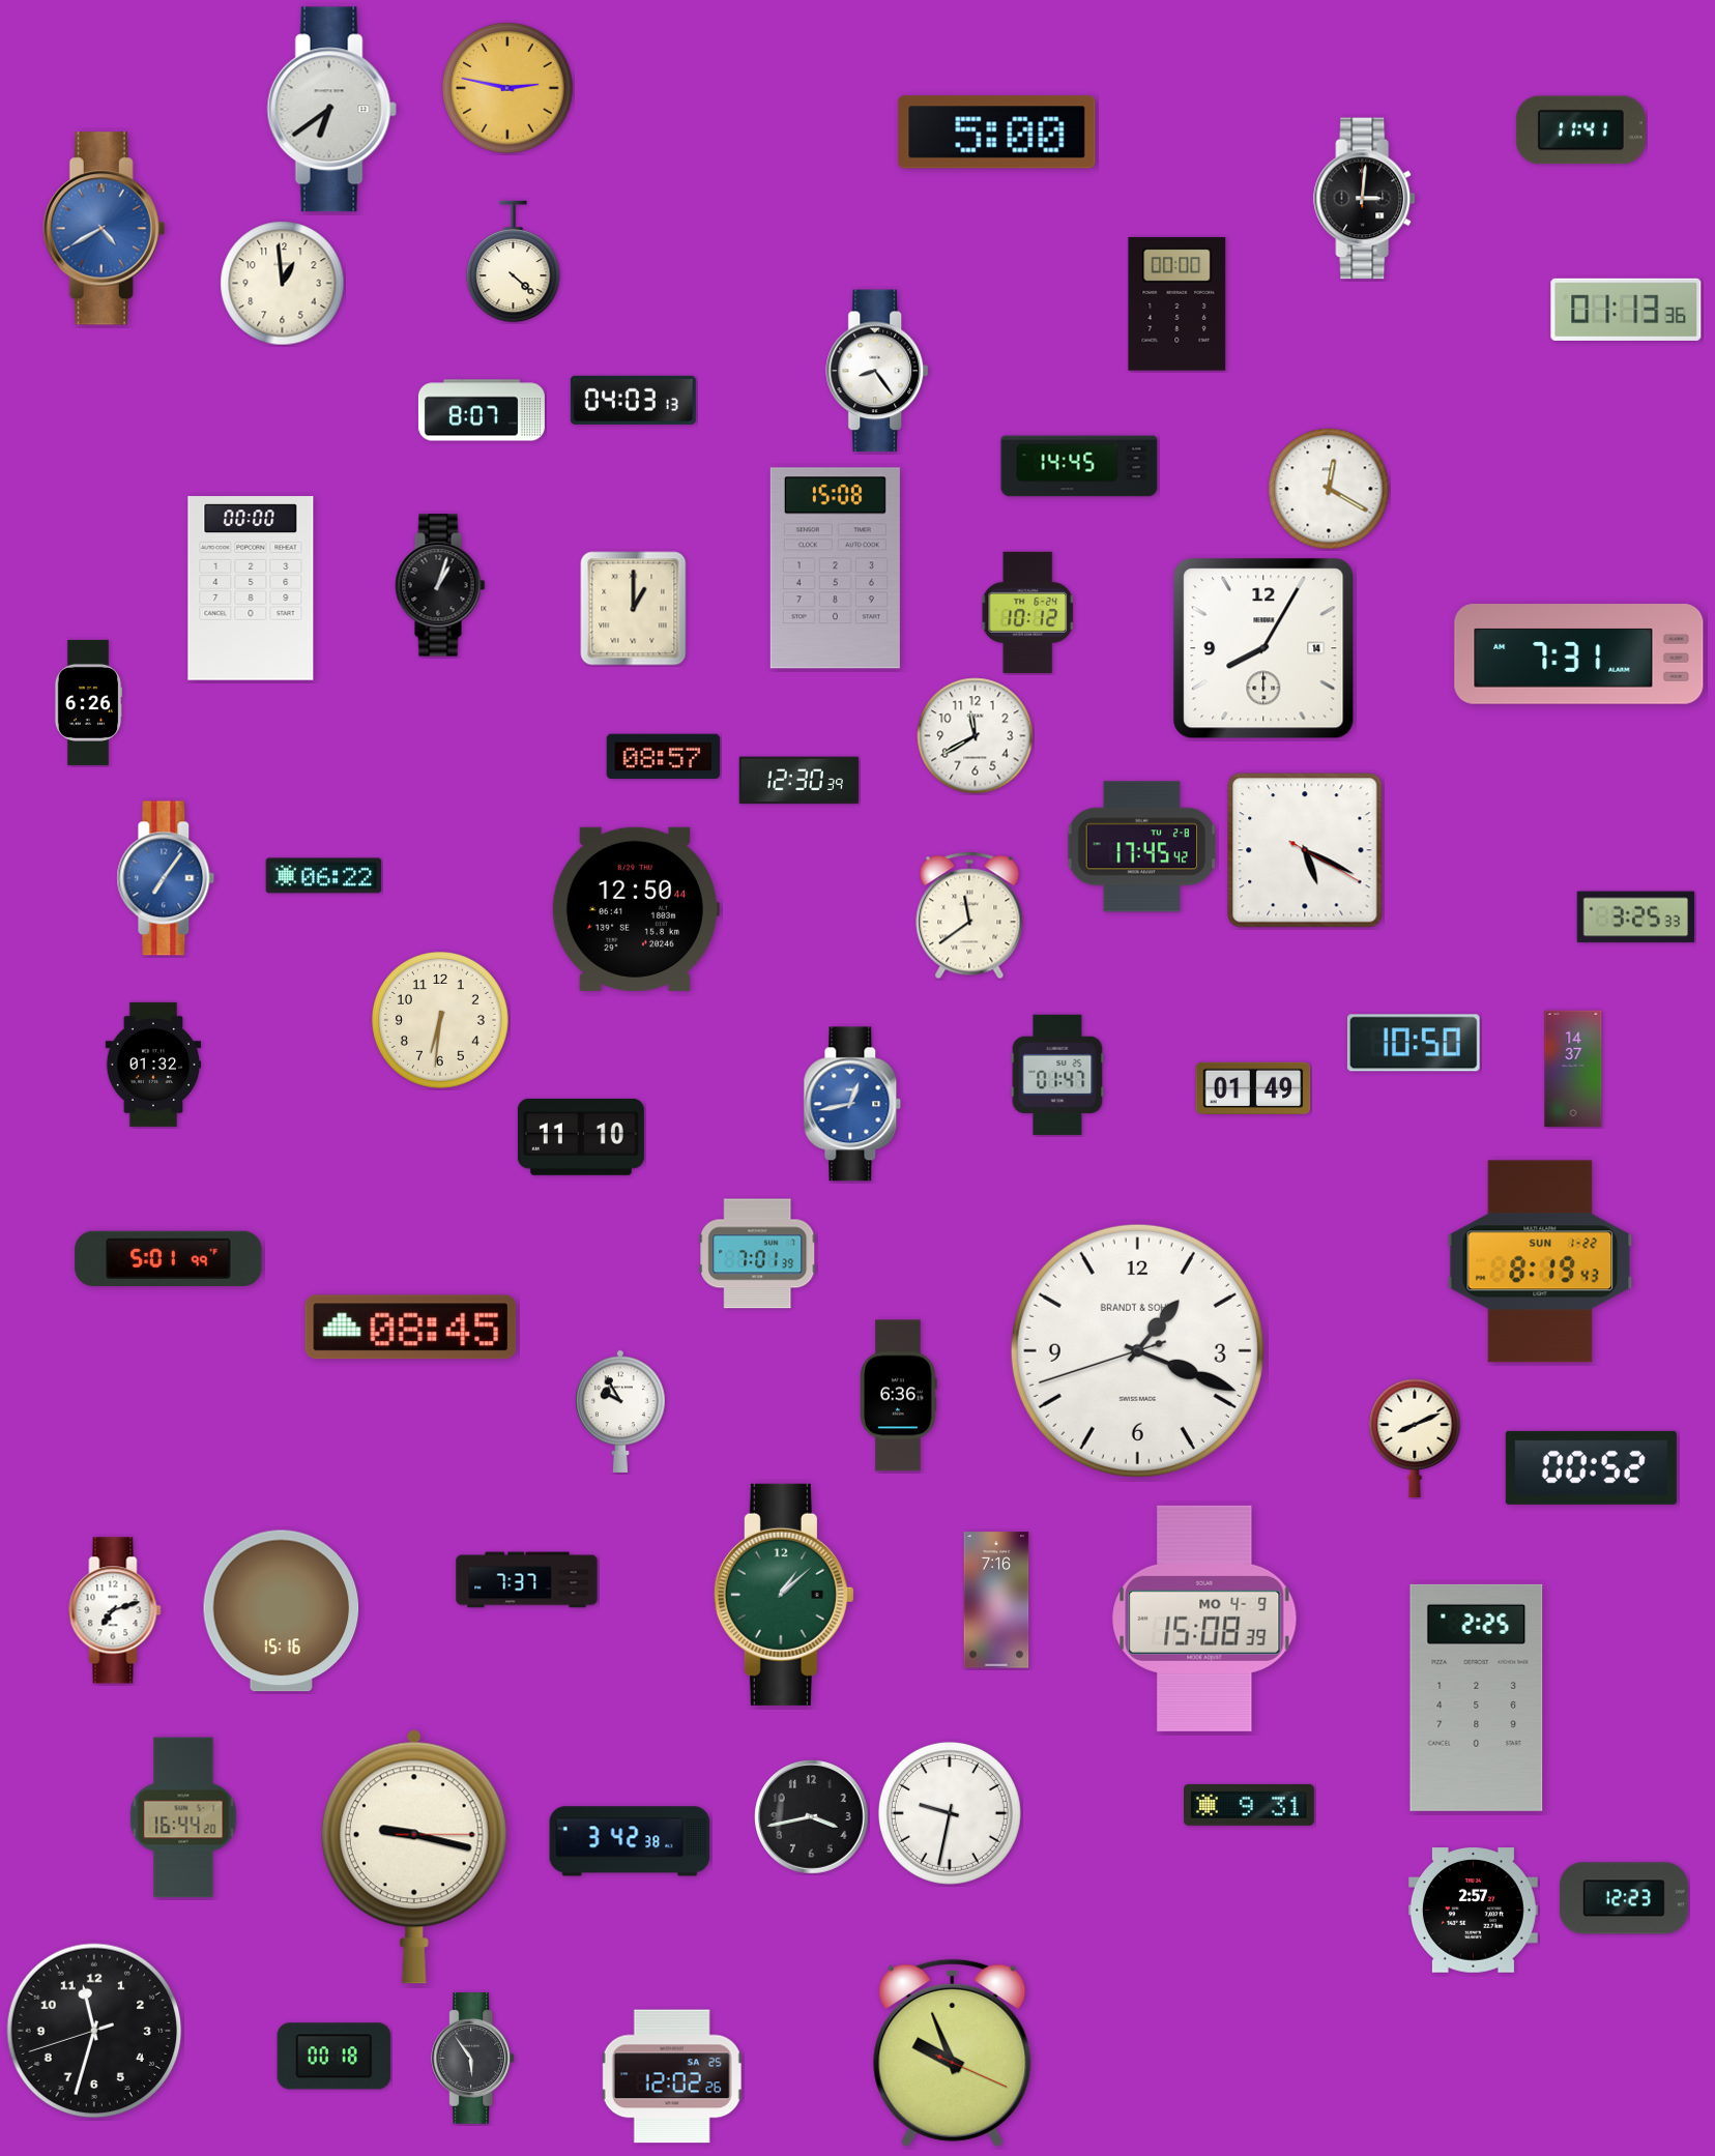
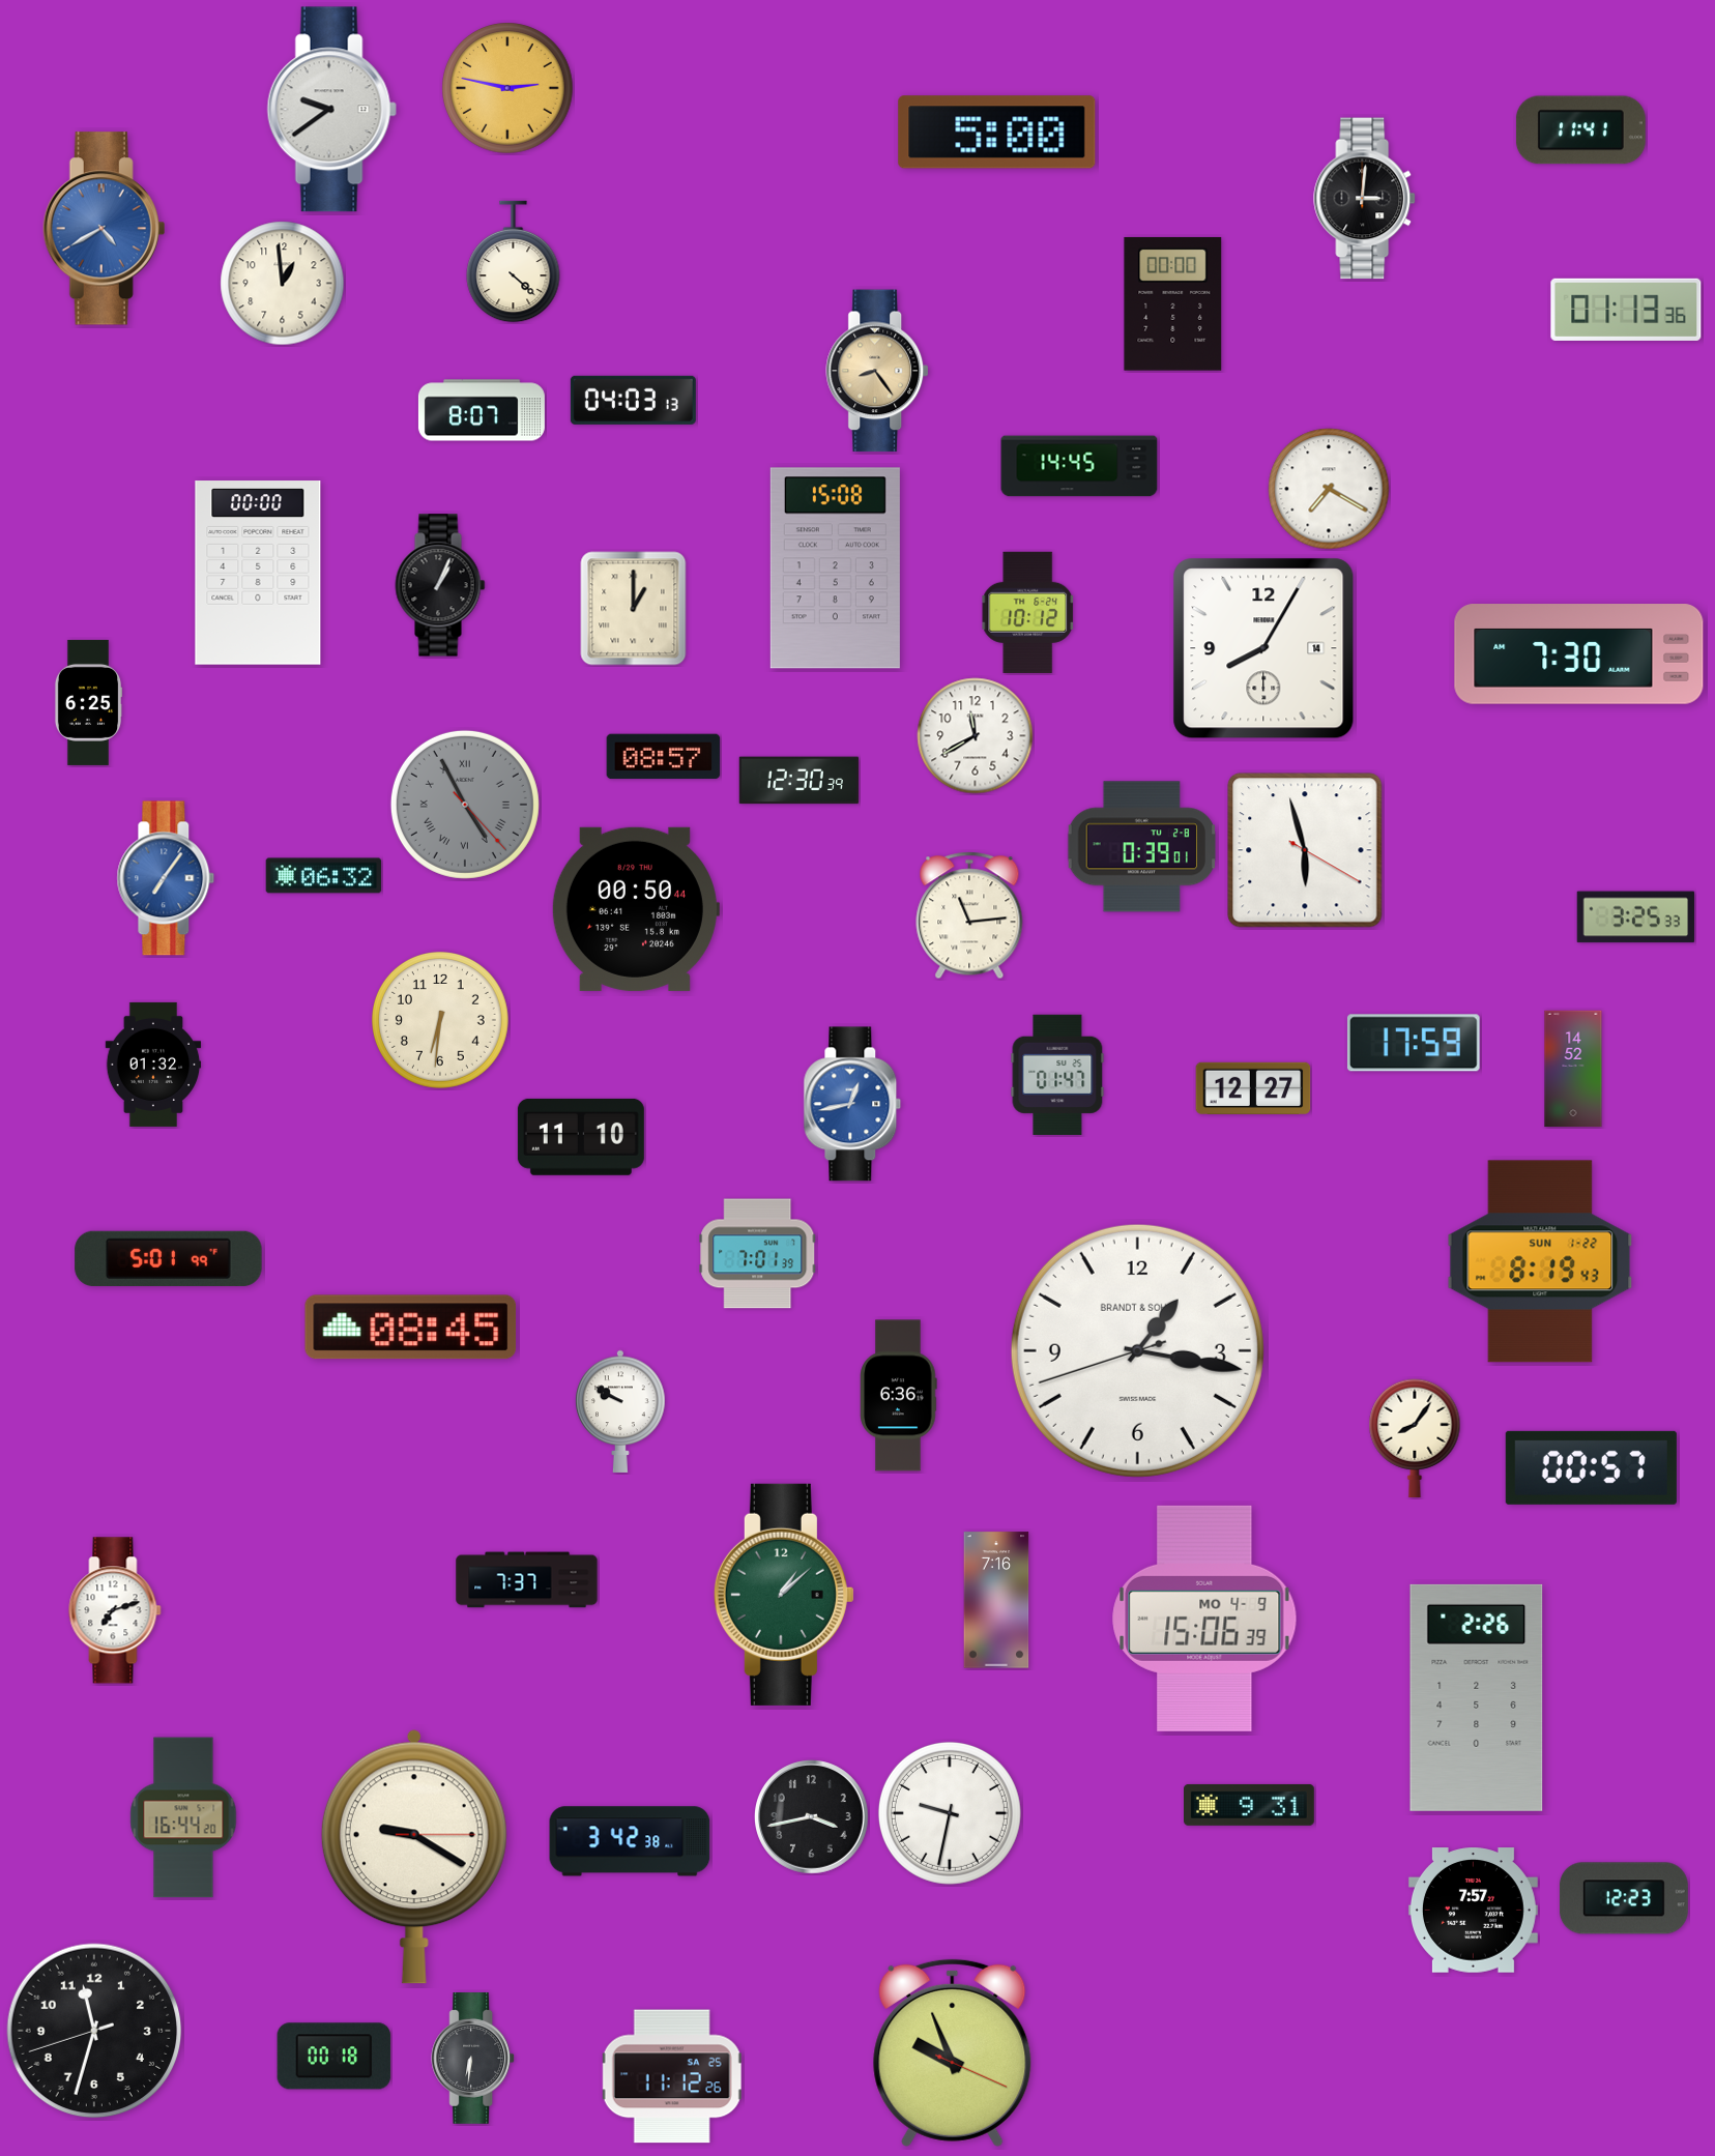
clock at (331, 110): 6:39 -> 9:39
clock at (1178, 304) position: (1178, 304) -> (1173, 304)
clock at (878, 371) dial: white -> champagne
clock at (1329, 489): 12:20 -> 7:20
clock at (440, 585): 1:03 -> 1:04
clock at (251, 588) position: (251, 588) -> (258, 573)
clock at (1579, 654): 7:31 -> 7:30
clock at (88, 702): 6:26 -> 6:25
clock at (465, 805): none -> 4:55
clock at (1141, 847): 17:45 -> 0:39
clock at (1305, 850): 5:19 -> 5:57
clock at (324, 876): 06:22 -> 06:32
clock at (635, 909): 12:50 -> 00:50
clock at (969, 915): 11:39 -> 11:14
clock at (1414, 1043): 10:50 -> 17:59
clock at (1573, 1069): 14:37 -> 14:52
clock at (1253, 1088): 01:49 -> 12:27
clock at (1137, 1350): 1:18 -> 1:16
clock at (620, 1411): 9:55 -> 9:50
clock at (1415, 1438): 8:11 -> 8:06
clock at (1591, 1467): 00:52 -> 00:57
clock at (282, 1611): 15:16 -> none
clock at (1204, 1619): 15:08 -> 15:06
clock at (1477, 1697): 2:25 -> 2:26
clock at (414, 1857): 9:17 -> 9:20
clock at (1473, 1911): 2:57 -> 7:57
clock at (473, 2059): 5:54 -> 6:31
clock at (672, 2076): 12:02 -> 11:12
